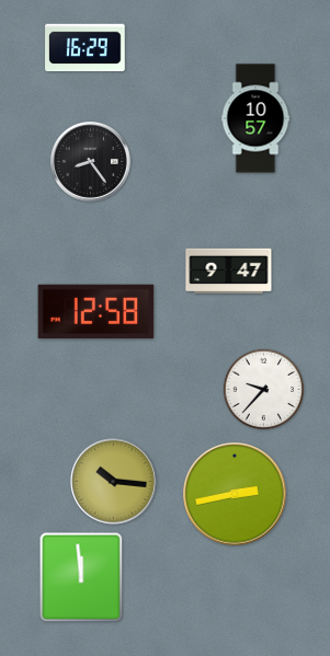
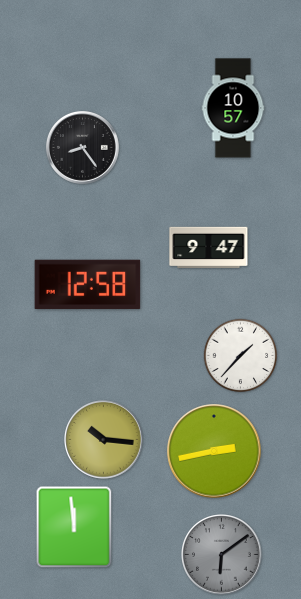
clock at (86, 48): 16:29 -> none
clock at (264, 390): 9:37 -> 1:37
clock at (222, 555): none -> 6:09
